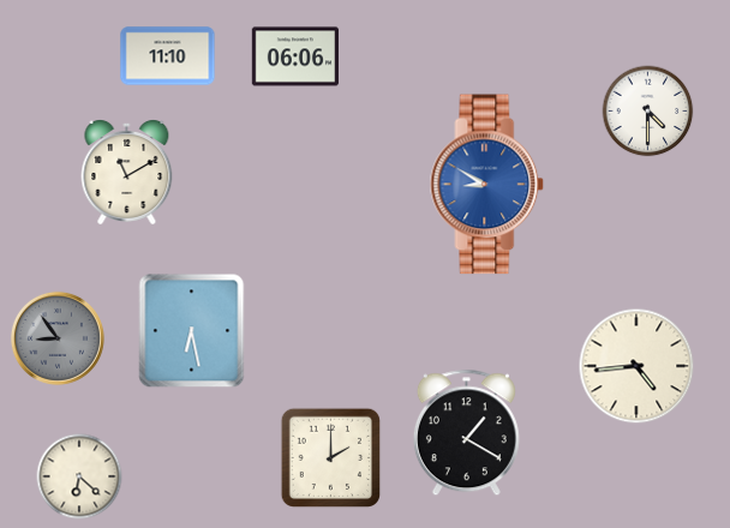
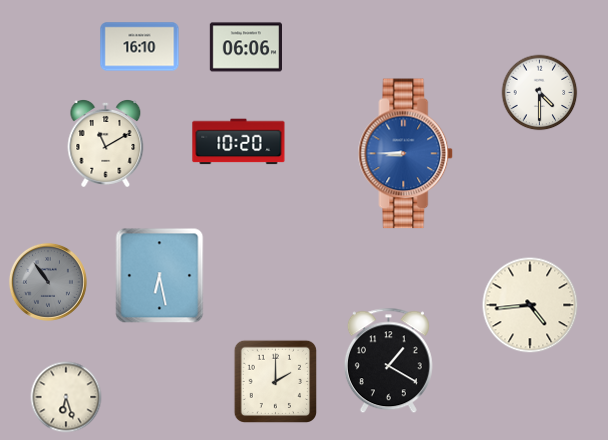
clock at (168, 56): 11:10 -> 16:10
clock at (239, 142): none -> 10:20
clock at (487, 185): 8:50 -> 8:45
clock at (58, 338): 8:54 -> 10:54
clock at (79, 476): 6:22 -> 6:27
